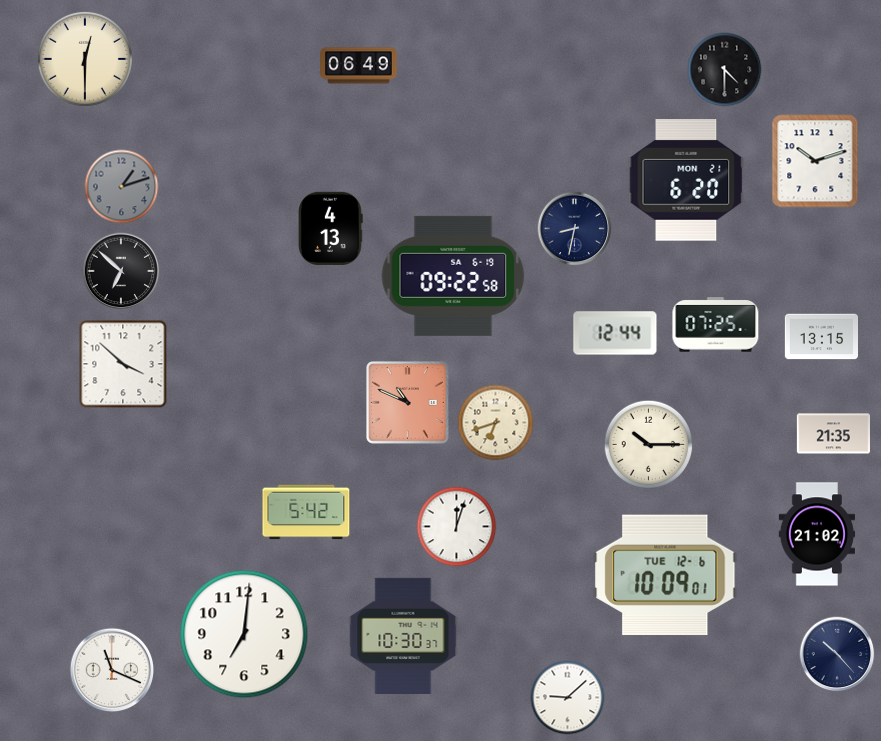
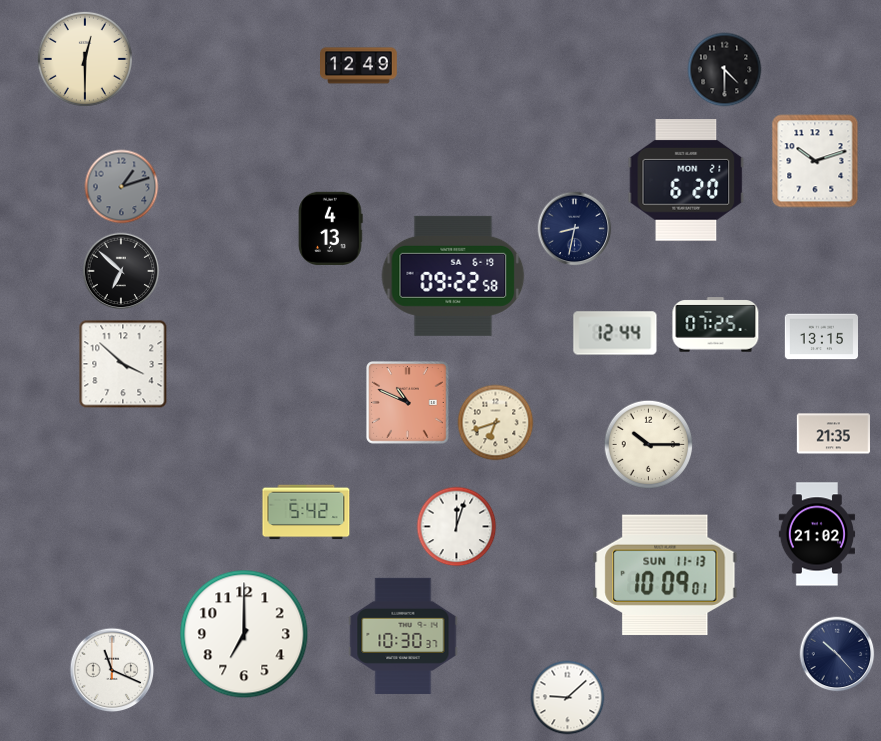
clock at (359, 66): 06:49 -> 12:49
clock at (665, 575) date: TUE 12-6 -> SUN 11-13
clock at (244, 634): 7:01 -> 7:00
